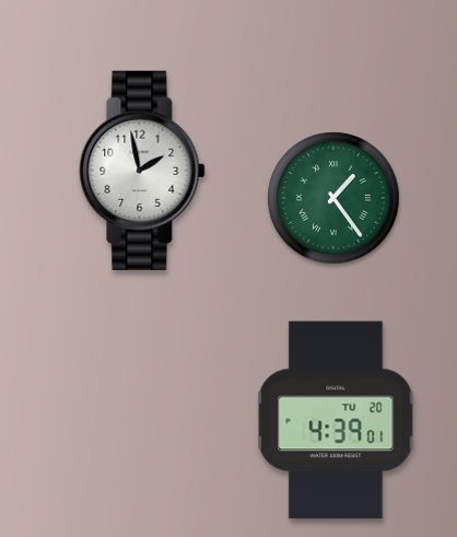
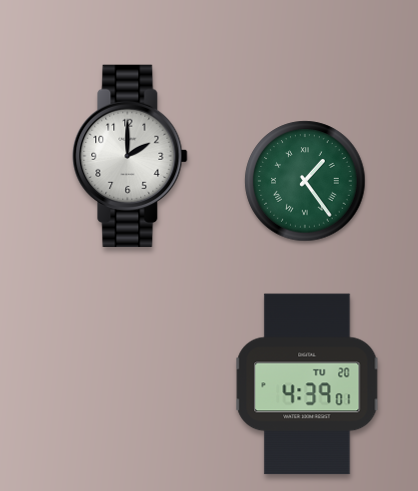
clock at (142, 171): 1:58 -> 2:00
